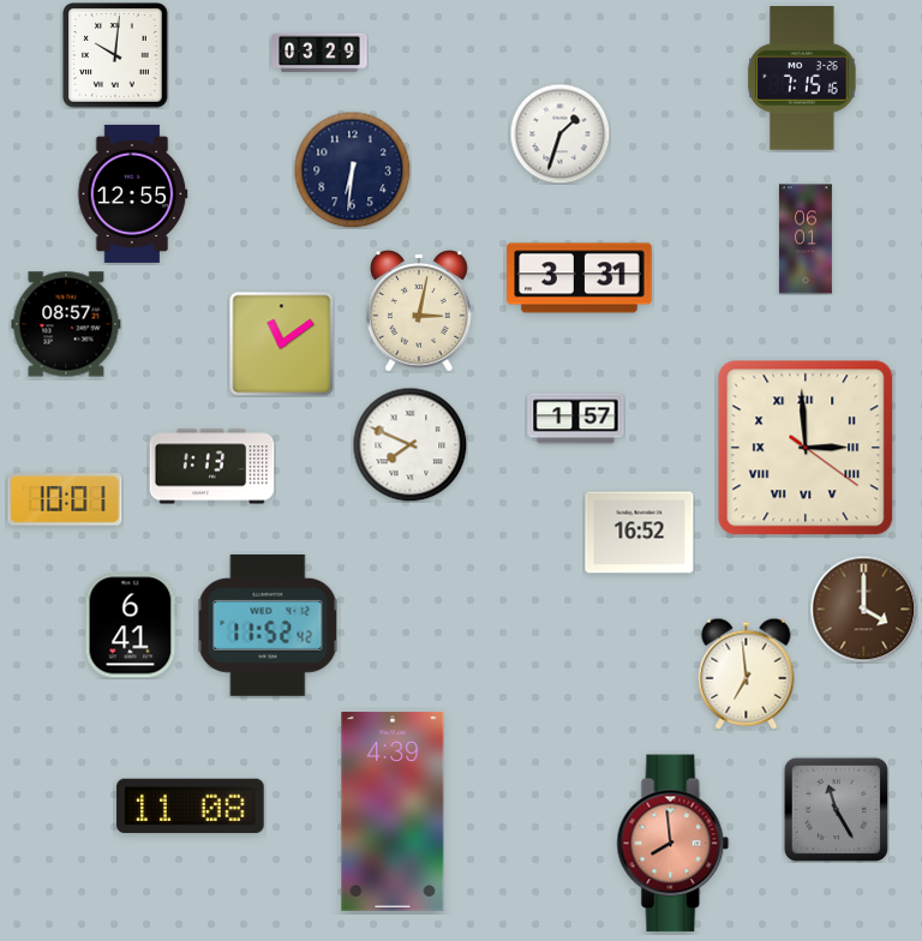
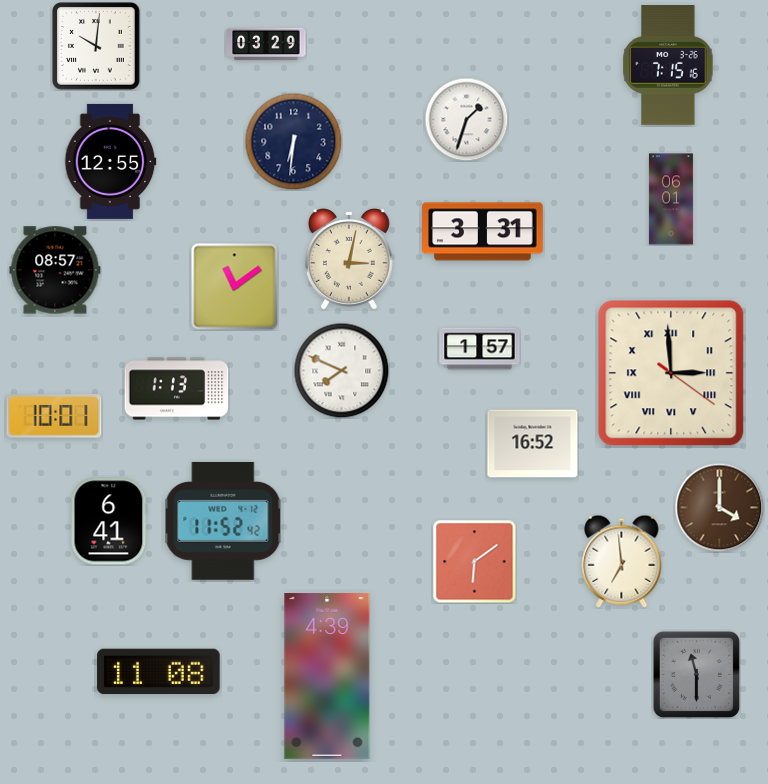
clock at (559, 133) position: (559, 133) -> (466, 119)
clock at (474, 561): none -> 6:09
clock at (836, 809): 11:25 -> 11:30
clock at (673, 844): 7:59 -> none
